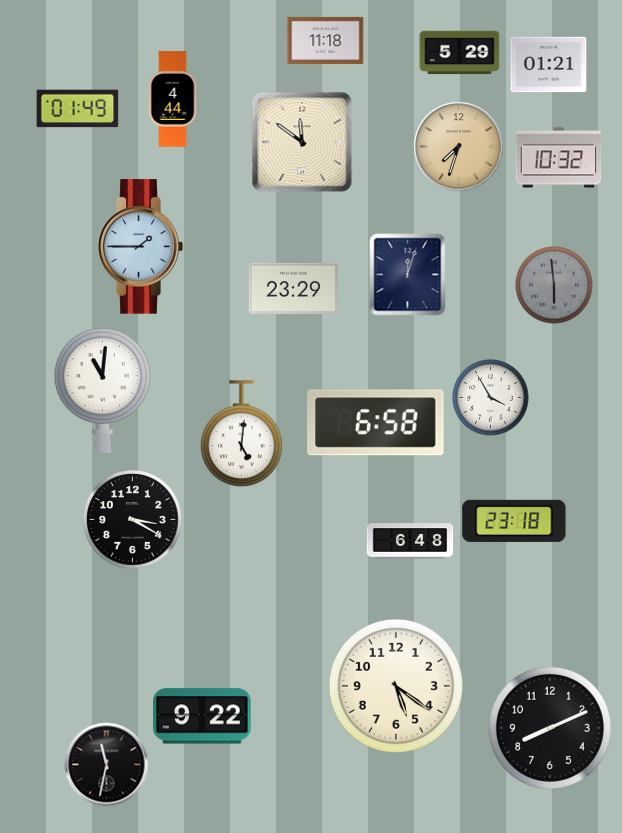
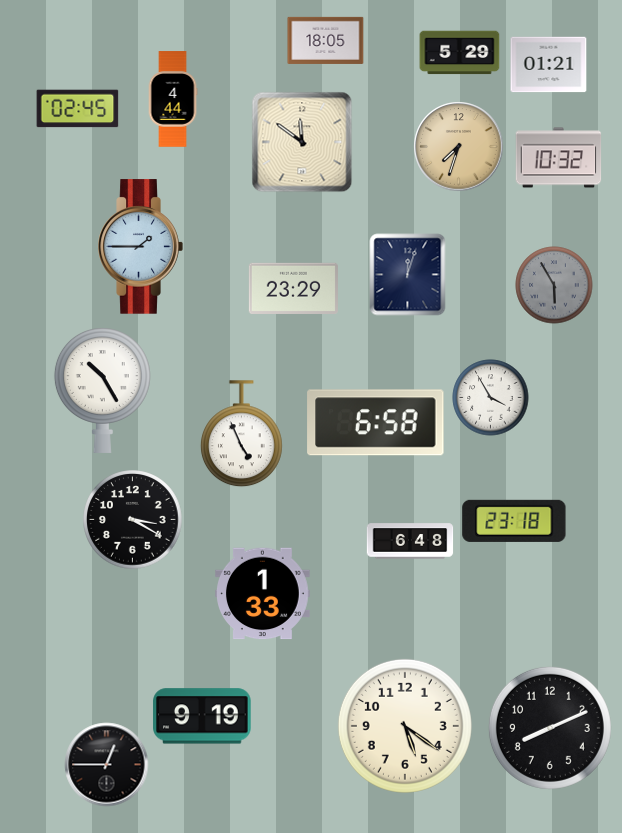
clock at (326, 40): 11:18 -> 18:05
clock at (78, 109): 01:49 -> 02:45
clock at (554, 285): 5:59 -> 5:55
clock at (102, 391): 11:01 -> 10:25
clock at (241, 434): 5:01 -> 4:56
clock at (263, 594): none -> 1:33
clock at (396, 686) position: (396, 686) -> (405, 726)
clock at (202, 716): 9:22 -> 9:19
clock at (107, 765): 11:32 -> 12:45
